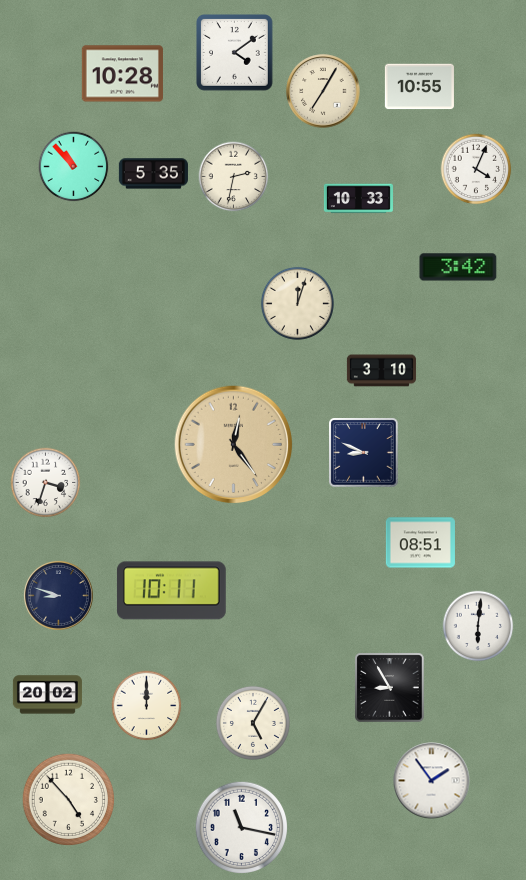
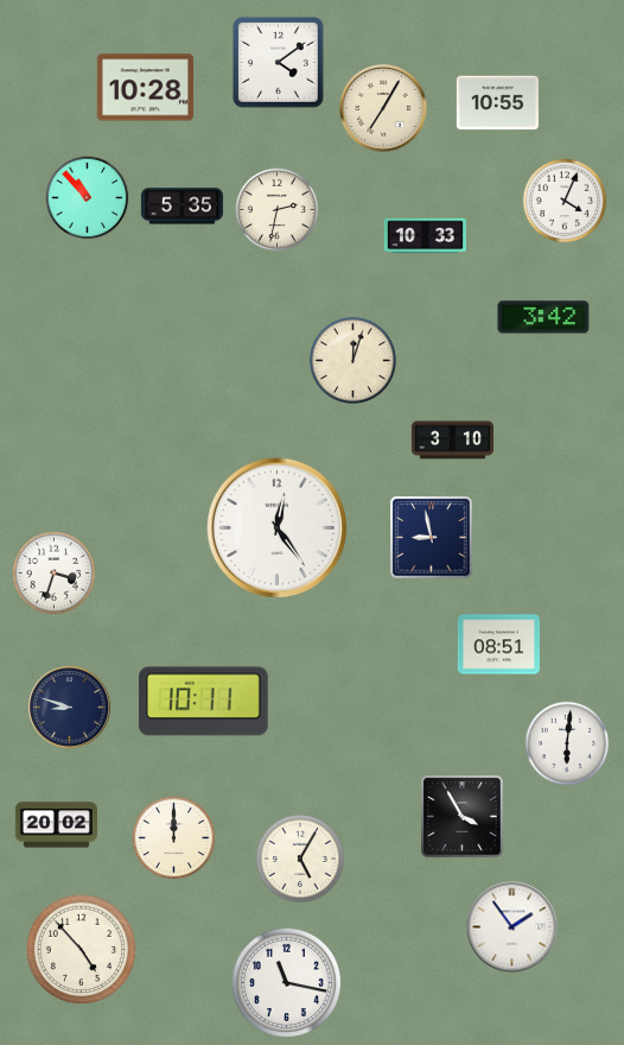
clock at (234, 445) dial: champagne -> white
clock at (364, 453): 8:49 -> 8:58
clock at (390, 688): 8:55 -> 3:55
